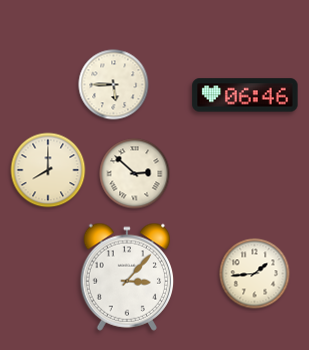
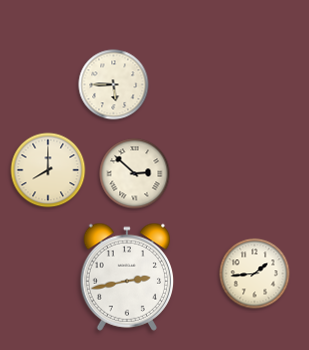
clock at (245, 95): 06:46 -> none
clock at (126, 277): 3:07 -> 2:43
